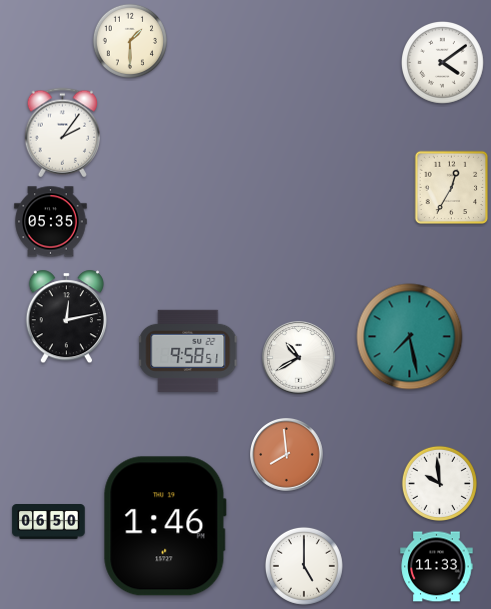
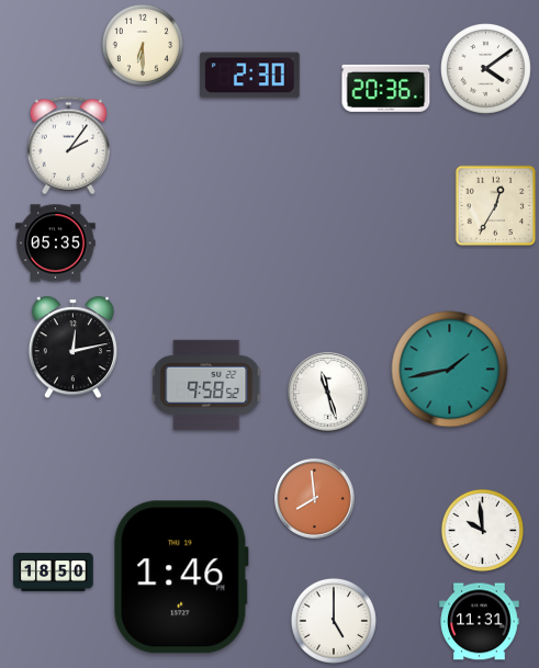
clock at (129, 40): 1:30 -> 6:30
clock at (249, 76): none -> 2:30
clock at (386, 88): none -> 20:36
clock at (410, 337): 7:28 -> 1:43
clock at (189, 351): 9:58:51 -> 9:58:52
clock at (299, 358): 10:40 -> 11:27
clock at (49, 522): 06:50 -> 18:50
clock at (437, 567): 11:33 -> 11:31
